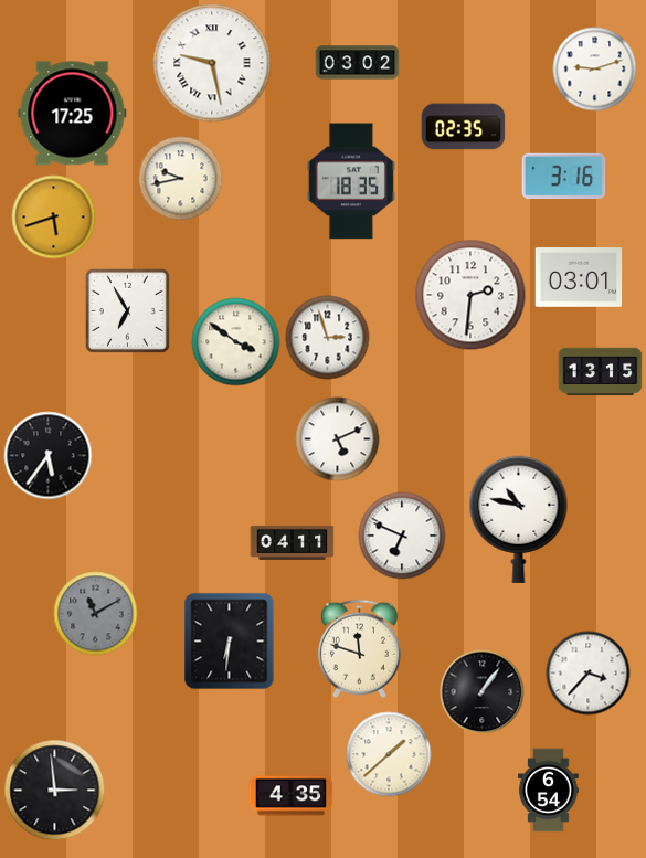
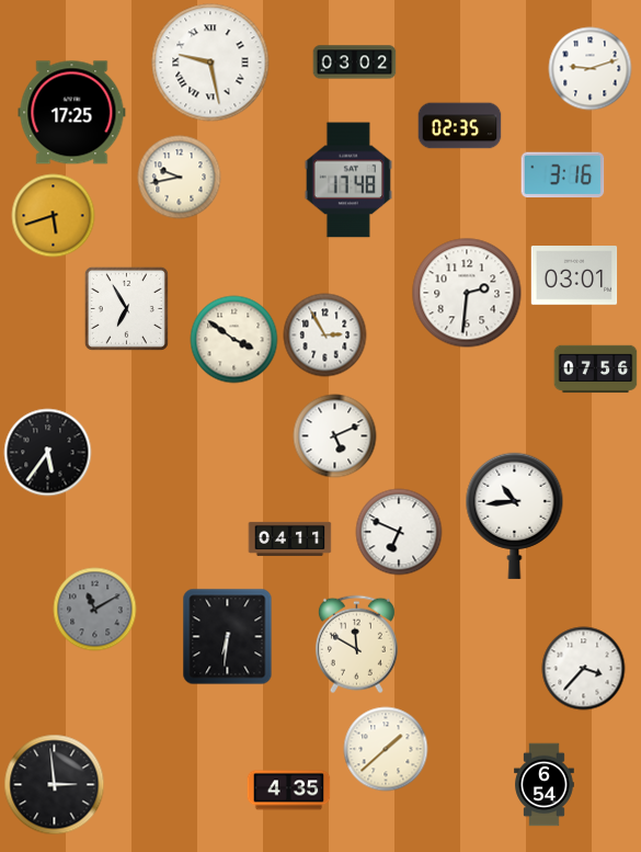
clock at (564, 177) position: (564, 177) -> (563, 175)
clock at (351, 181): 18:35 -> 17:48
clock at (328, 338): 2:57 -> 2:55
clock at (601, 372): 13:15 -> 07:56
clock at (519, 519): 10:47 -> 10:44
clock at (359, 649): 11:48 -> 11:50
clock at (483, 692): 1:06 -> none
